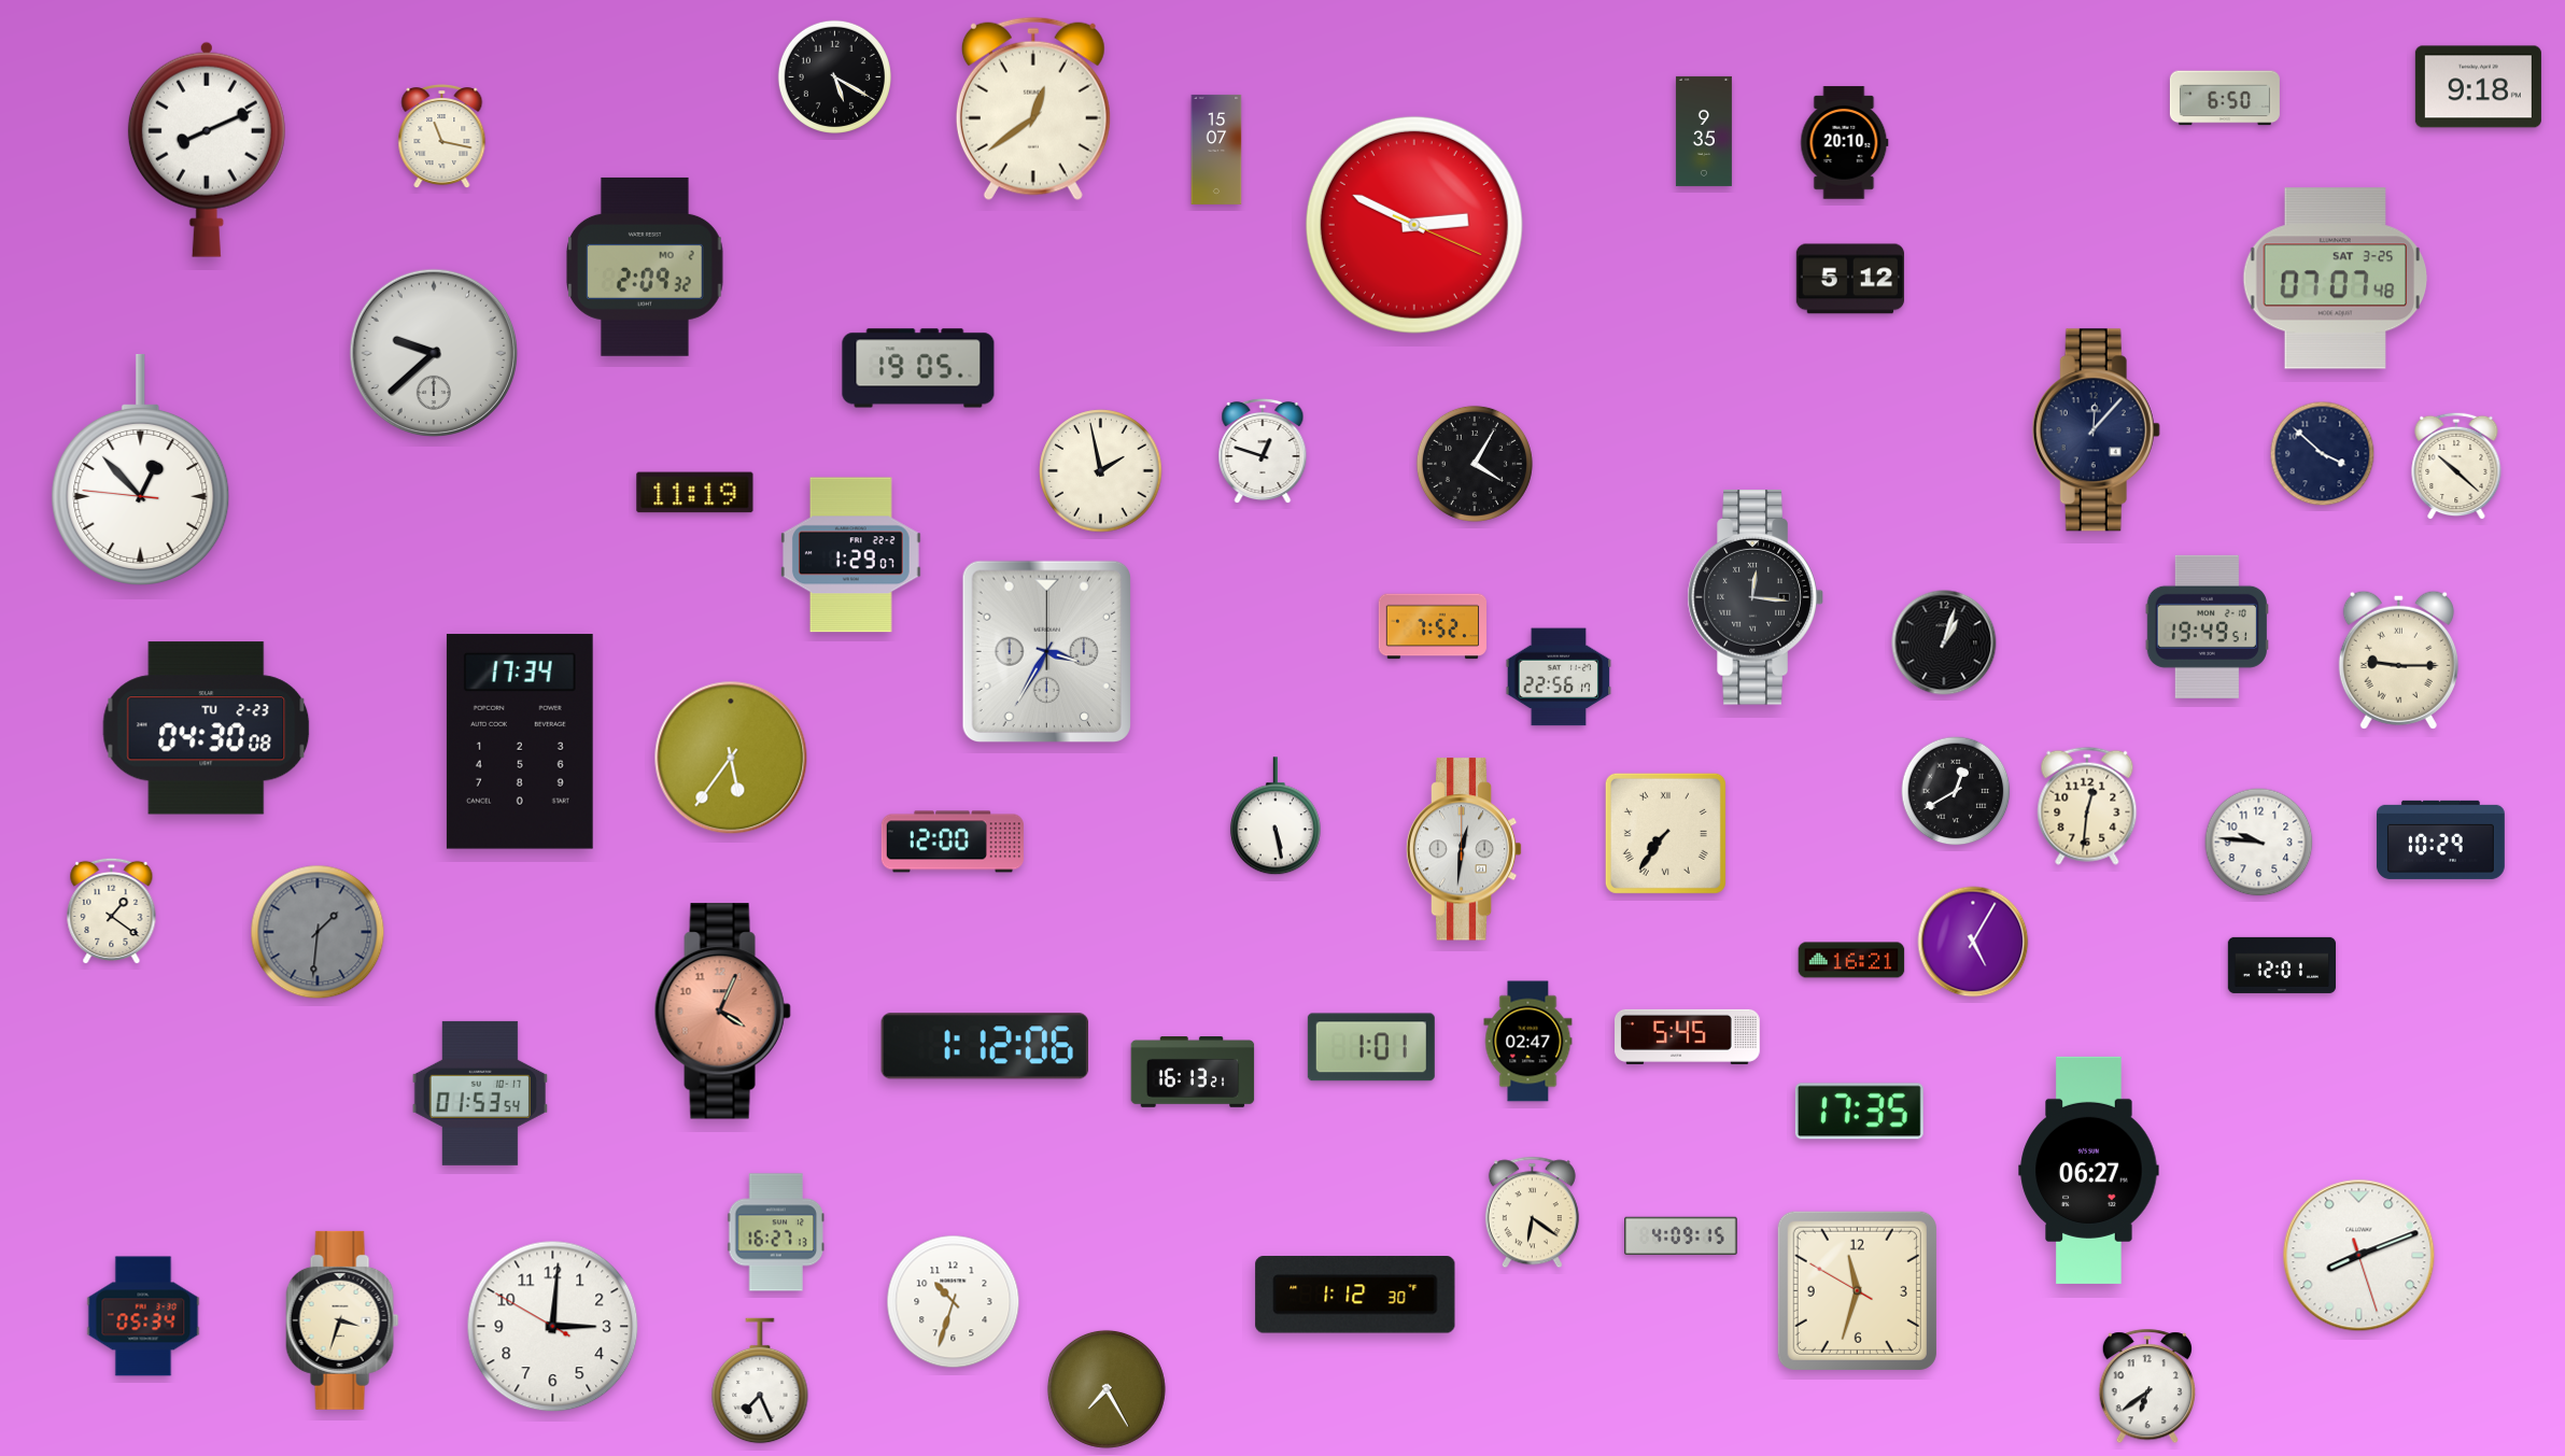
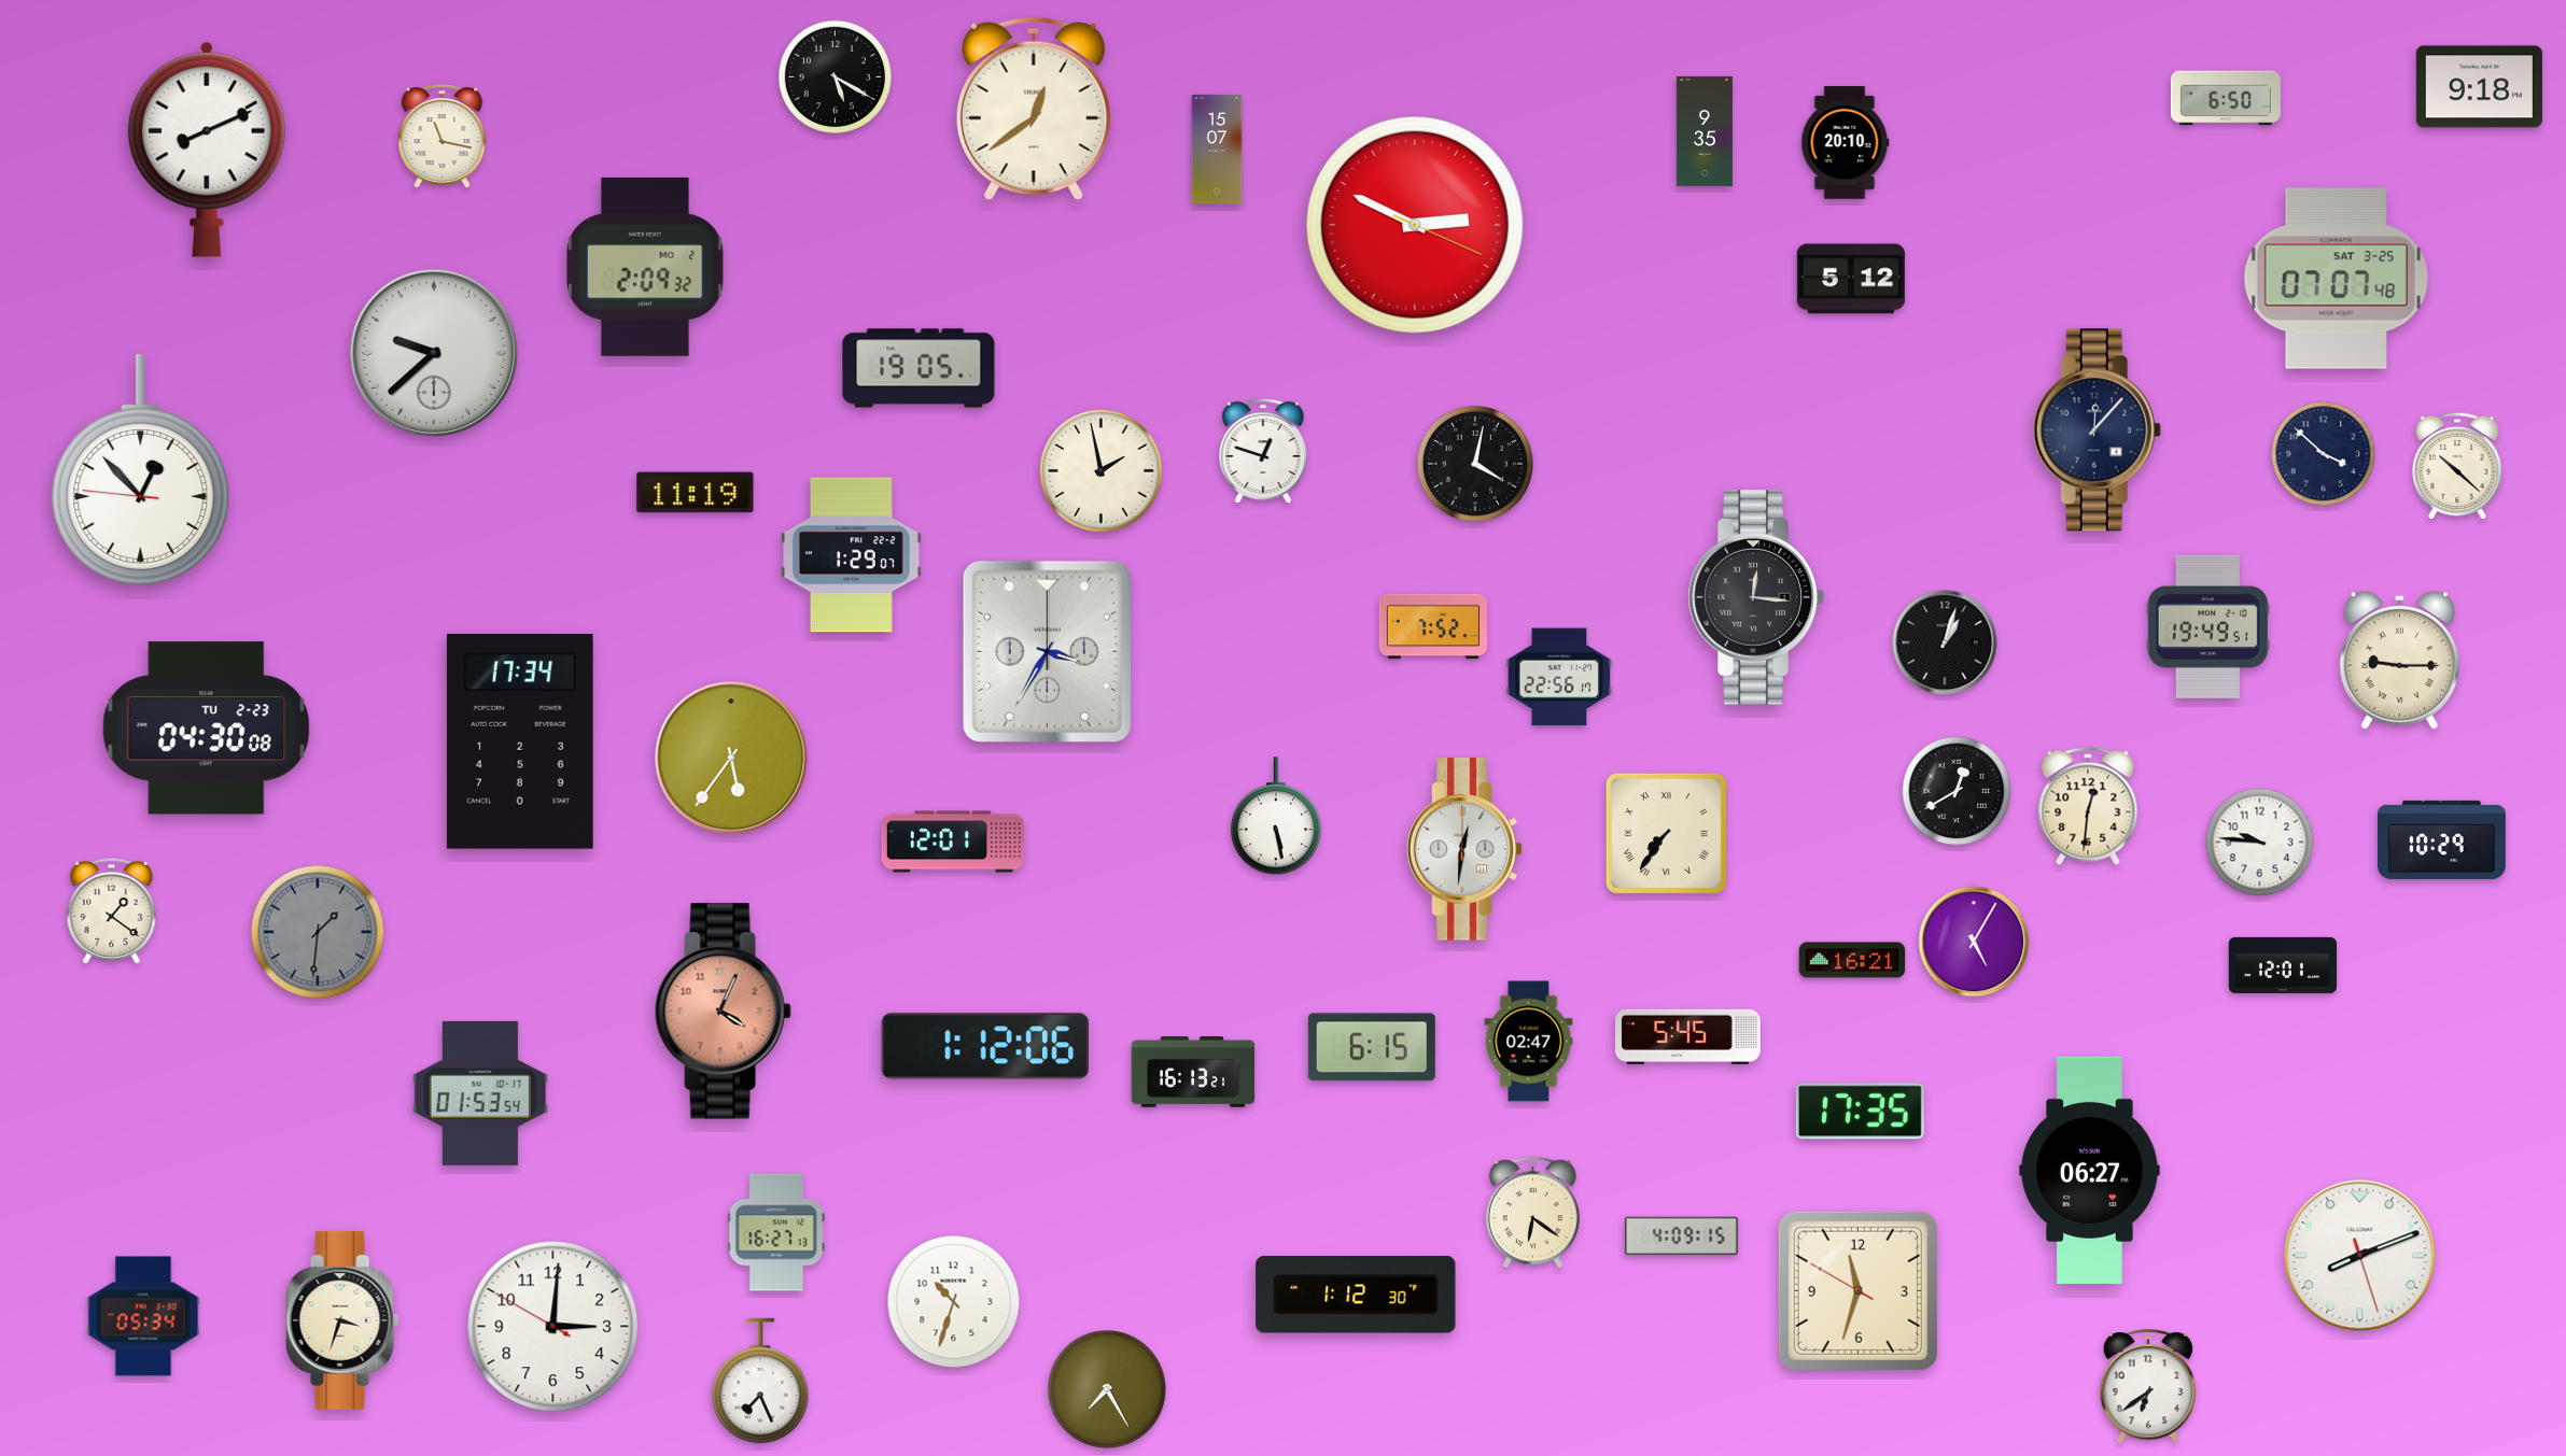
clock at (1475, 464): 4:05 -> 4:02
clock at (953, 842): 12:00 -> 12:01
clock at (1371, 1047): 1:01 -> 6:15
